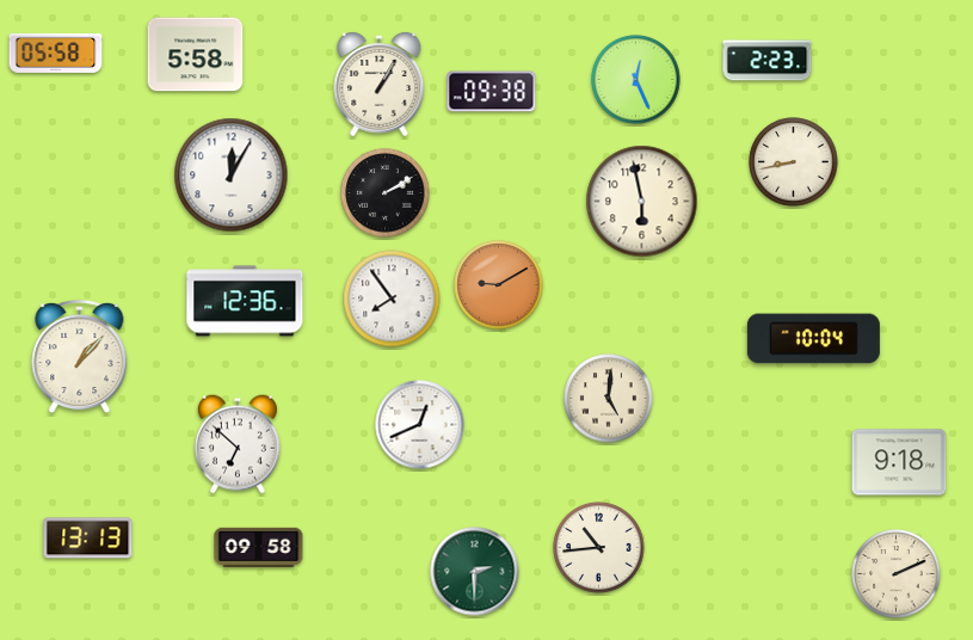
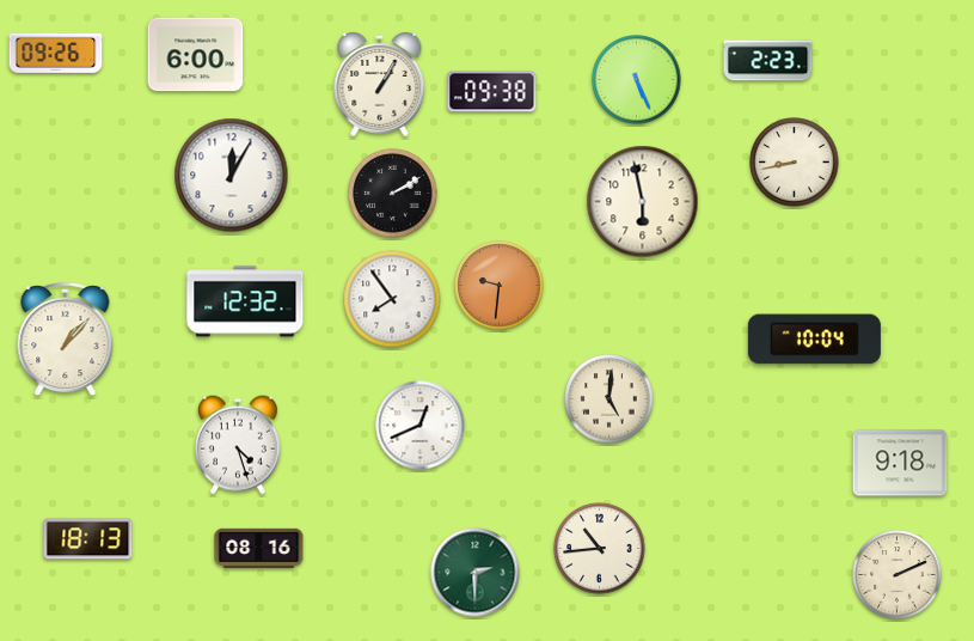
clock at (56, 53): 05:58 -> 09:26
clock at (196, 55): 5:58 -> 6:00
clock at (636, 80): 12:26 -> 5:26
clock at (386, 193) position: (386, 193) -> (393, 194)
clock at (499, 285): 9:10 -> 9:31
clock at (245, 301): 12:36 -> 12:32
clock at (80, 357) position: (80, 357) -> (66, 340)
clock at (238, 444): 6:52 -> 4:27
clock at (88, 539): 13:13 -> 18:13
clock at (259, 547): 09:58 -> 08:16
